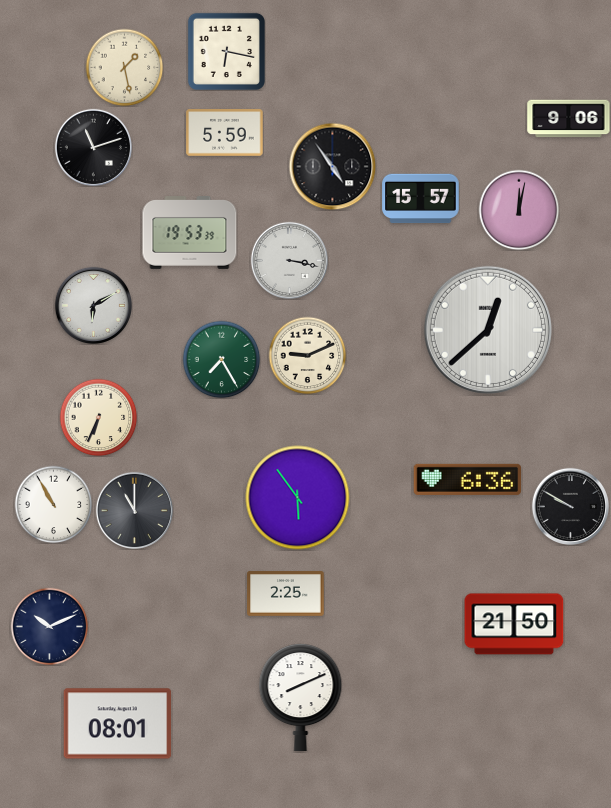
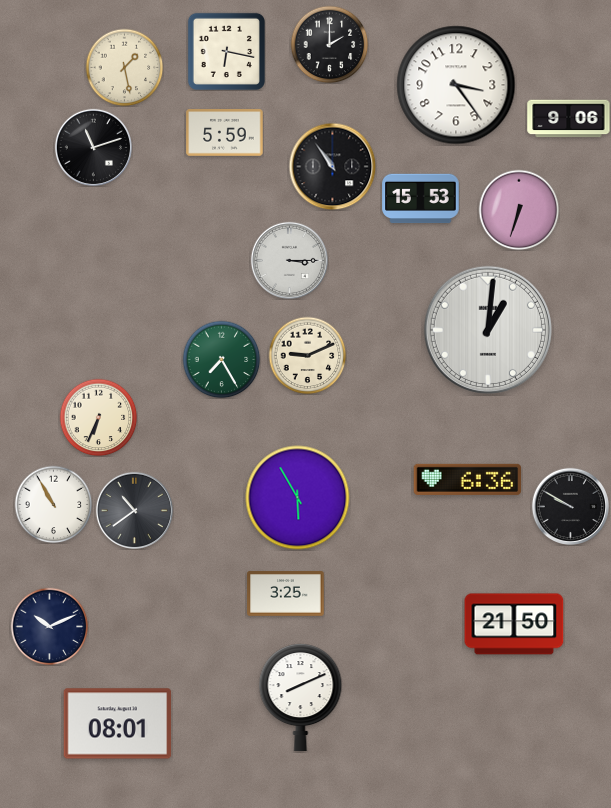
clock at (329, 44): none -> 2:00
clock at (456, 85): none -> 3:24
clock at (332, 166): 4:54 -> 10:54
clock at (421, 199): 15:57 -> 15:53
clock at (519, 210): 12:02 -> 6:33
clock at (190, 233): 19:53 -> none
clock at (289, 260): 3:17 -> 3:15
clock at (93, 305): 6:10 -> none
clock at (488, 330): 12:38 -> 1:01
clock at (298, 498): 5:54 -> 5:55
clock at (134, 510): 11:00 -> 10:39
clock at (286, 594): 2:25 -> 3:25
